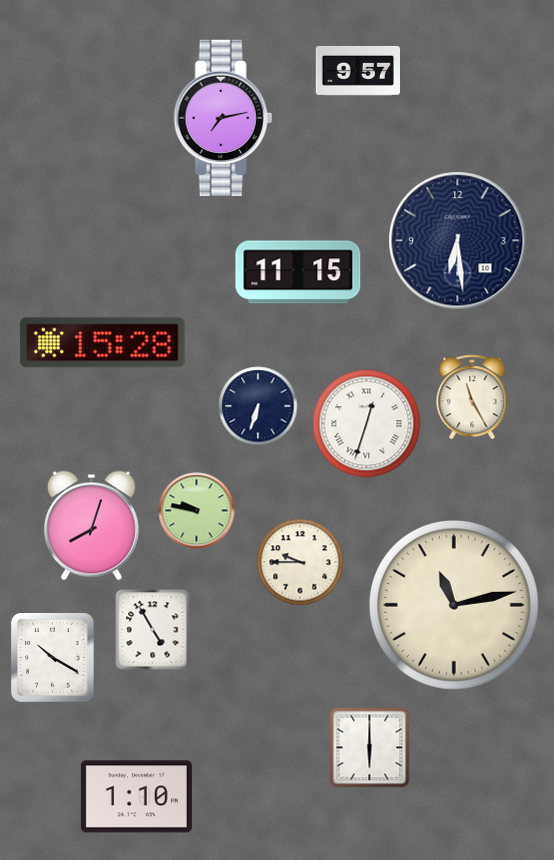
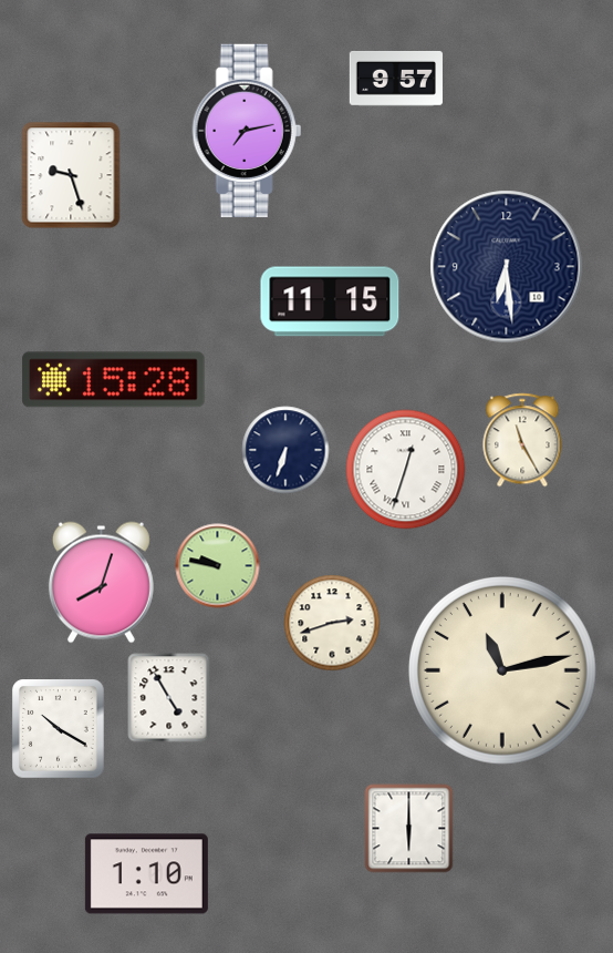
clock at (71, 175): none -> 9:27
clock at (300, 562): 9:45 -> 2:42
clock at (136, 797) position: (136, 797) -> (146, 874)
